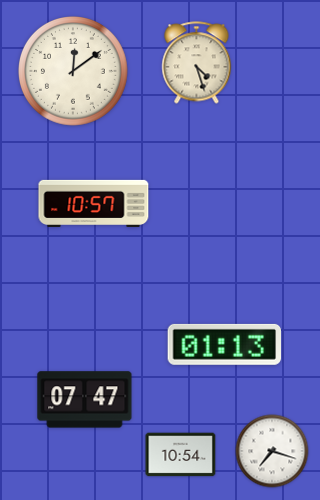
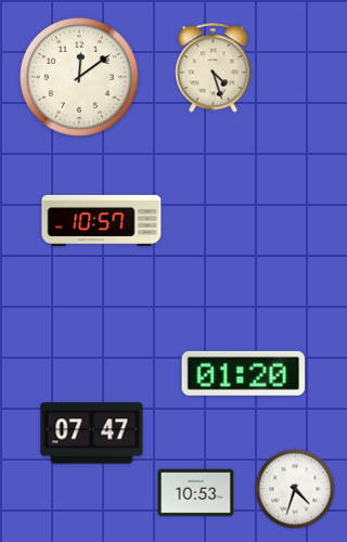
clock at (225, 344): 01:13 -> 01:20
clock at (272, 451): 7:18 -> 4:33
clock at (181, 455): 10:54 -> 10:53
